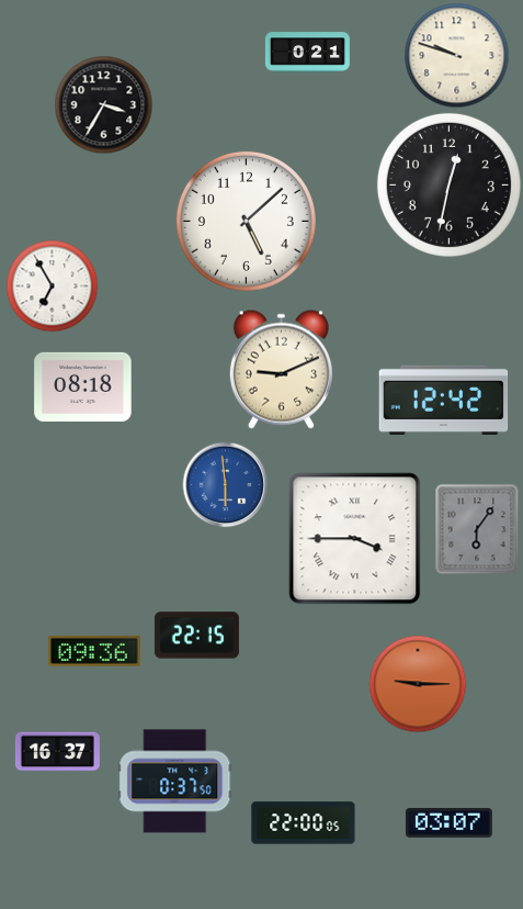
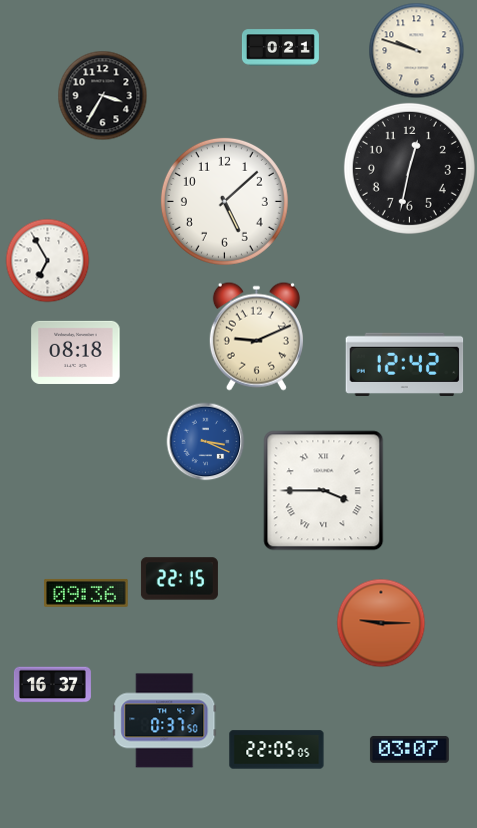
clock at (103, 104) position: (103, 104) -> (102, 95)
clock at (225, 484): 5:59 -> 3:19
clock at (477, 529): 6:06 -> none
clock at (175, 782) position: (175, 782) -> (165, 721)
clock at (304, 823): 22:00 -> 22:05
